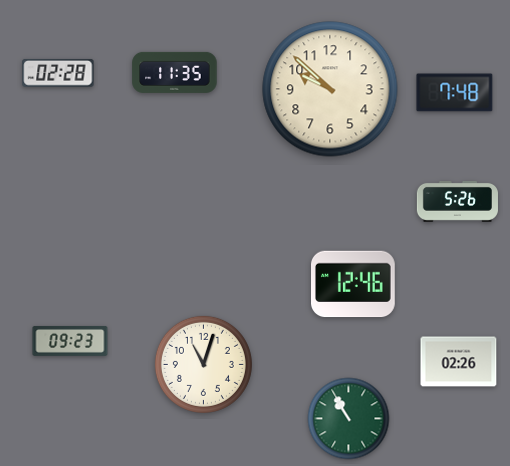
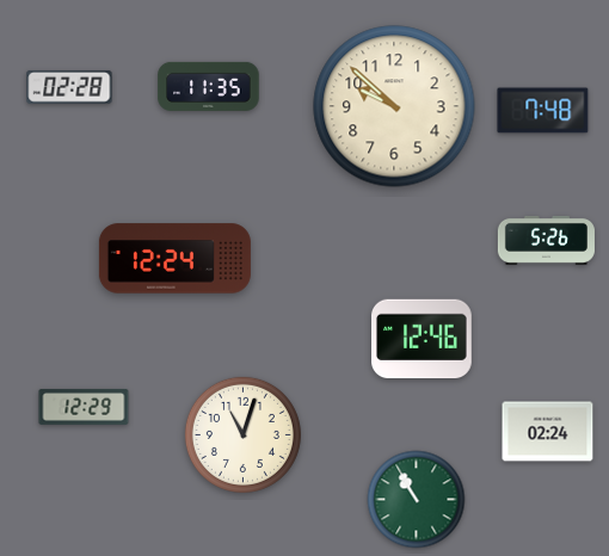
clock at (174, 259): none -> 12:24
clock at (70, 341): 09:23 -> 12:29
clock at (459, 362): 02:26 -> 02:24
